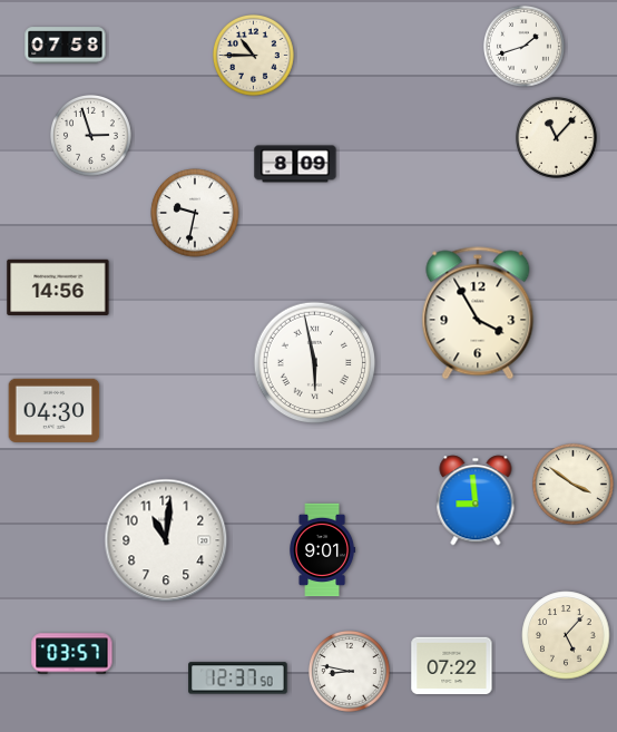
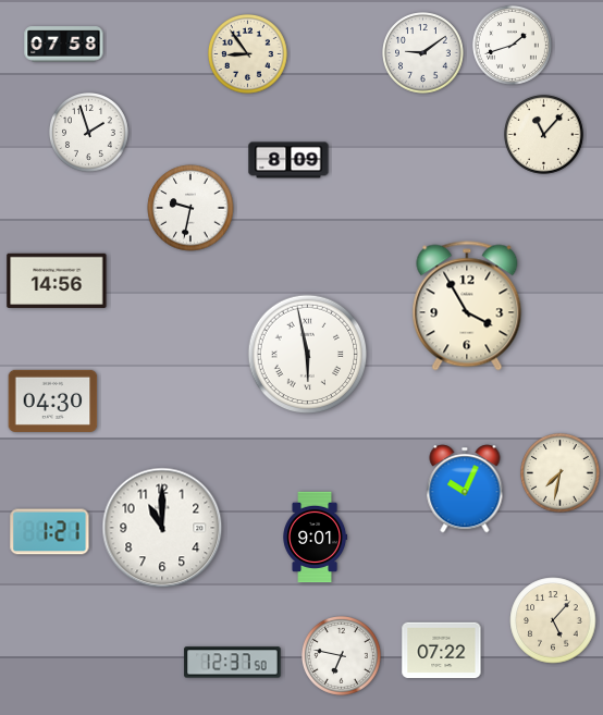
clock at (423, 53): none -> 9:09
clock at (254, 56): 10:45 -> 8:54
clock at (91, 136): 2:57 -> 1:57
clock at (574, 485): 3:51 -> 7:32
clock at (476, 500): 8:59 -> 10:04
clock at (166, 540): 11:01 -> 11:00
clock at (50, 532): none -> 1:21
clock at (72, 654): 03:57 -> none
clock at (350, 672): 8:47 -> 6:47
